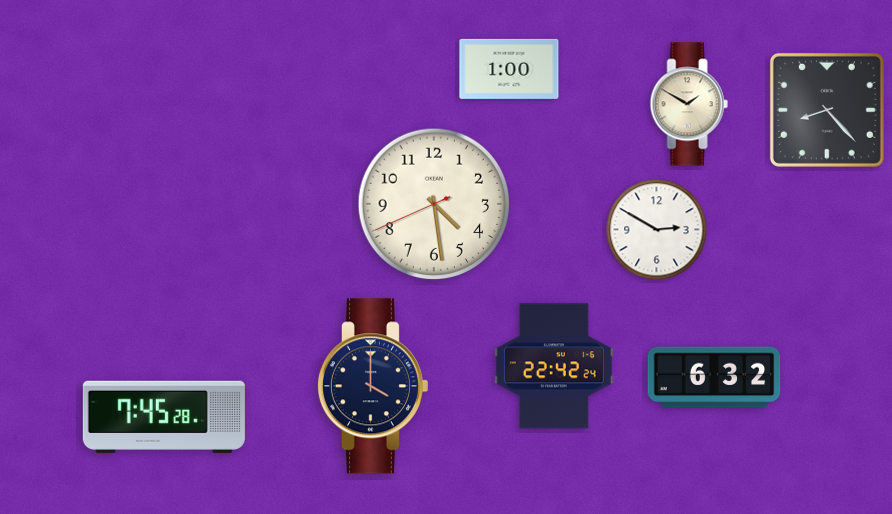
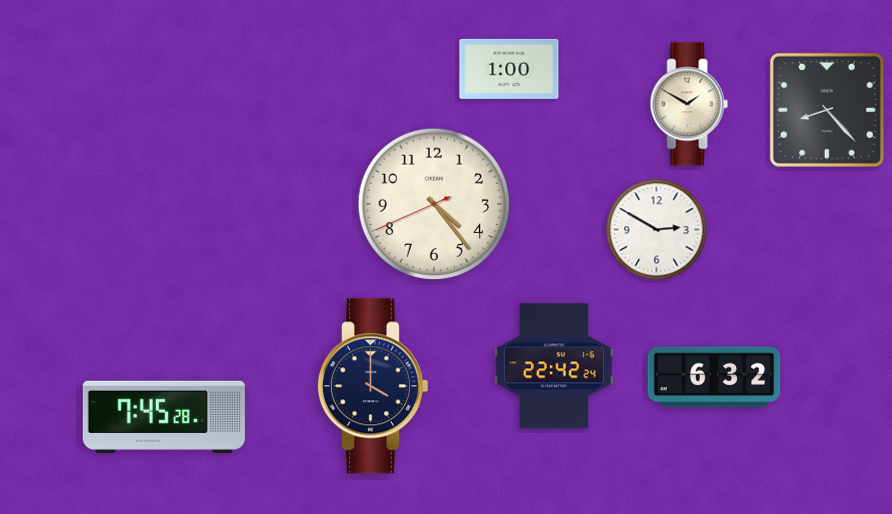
clock at (433, 203): 4:28 -> 4:23
